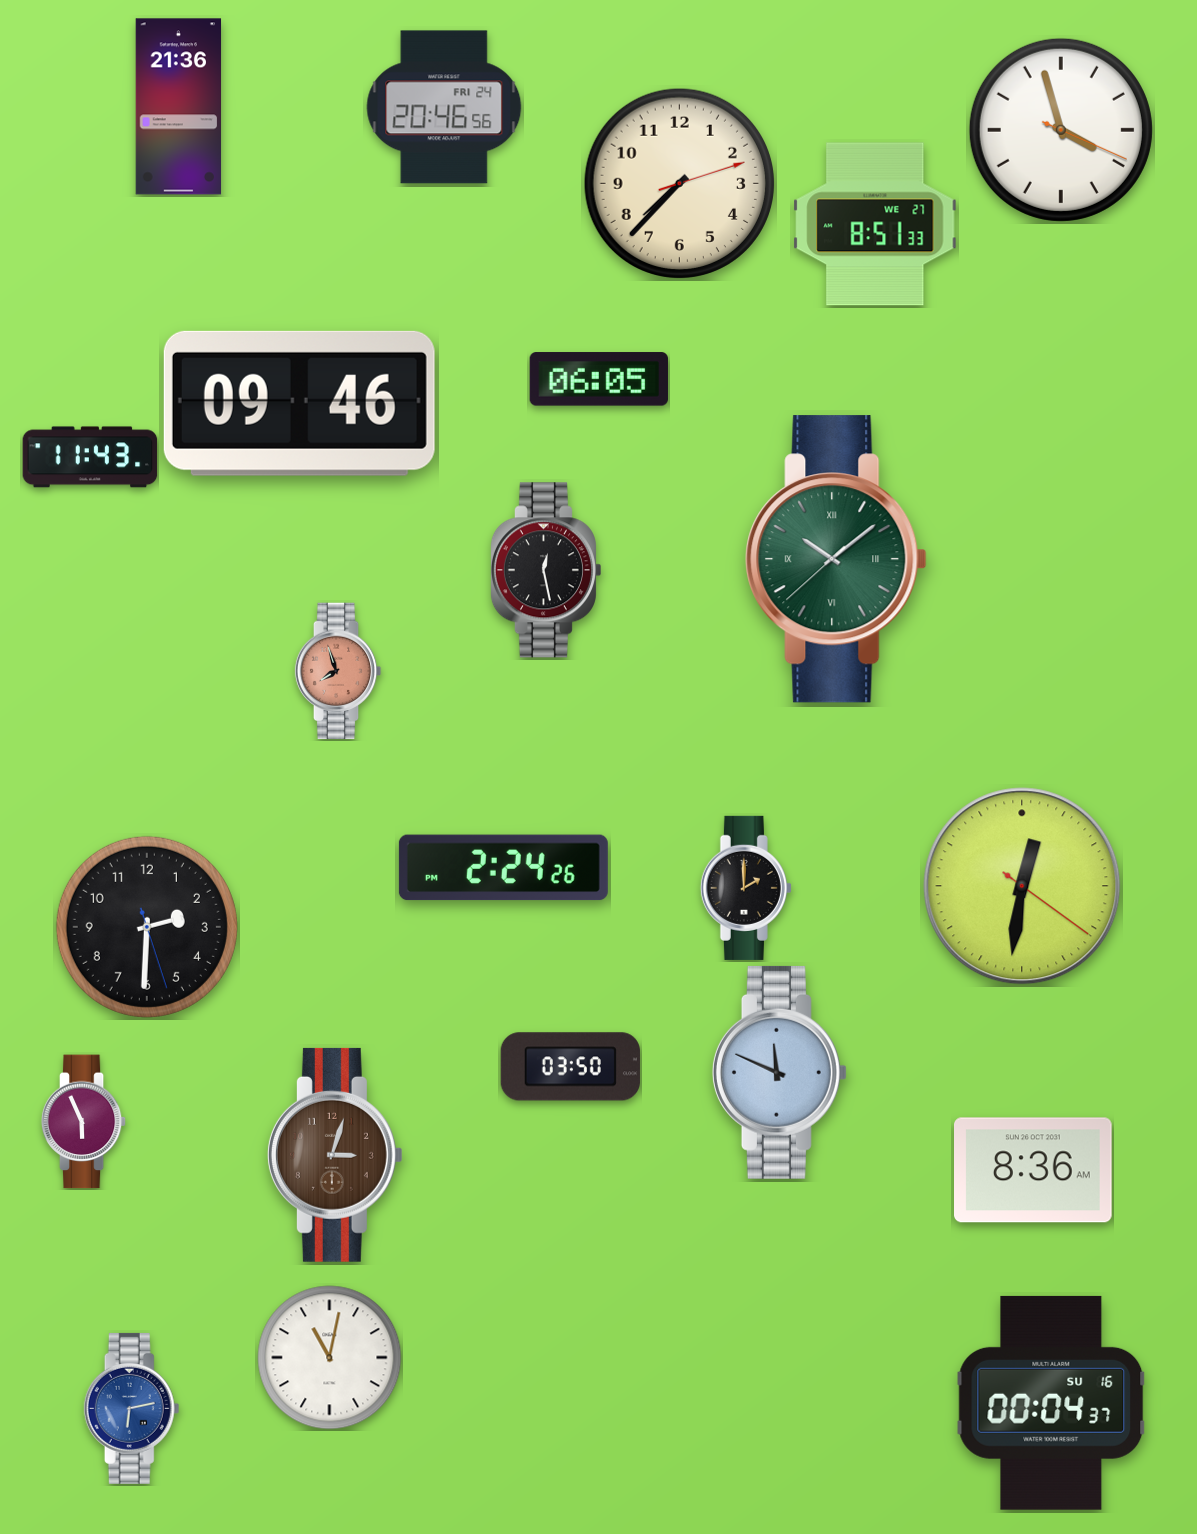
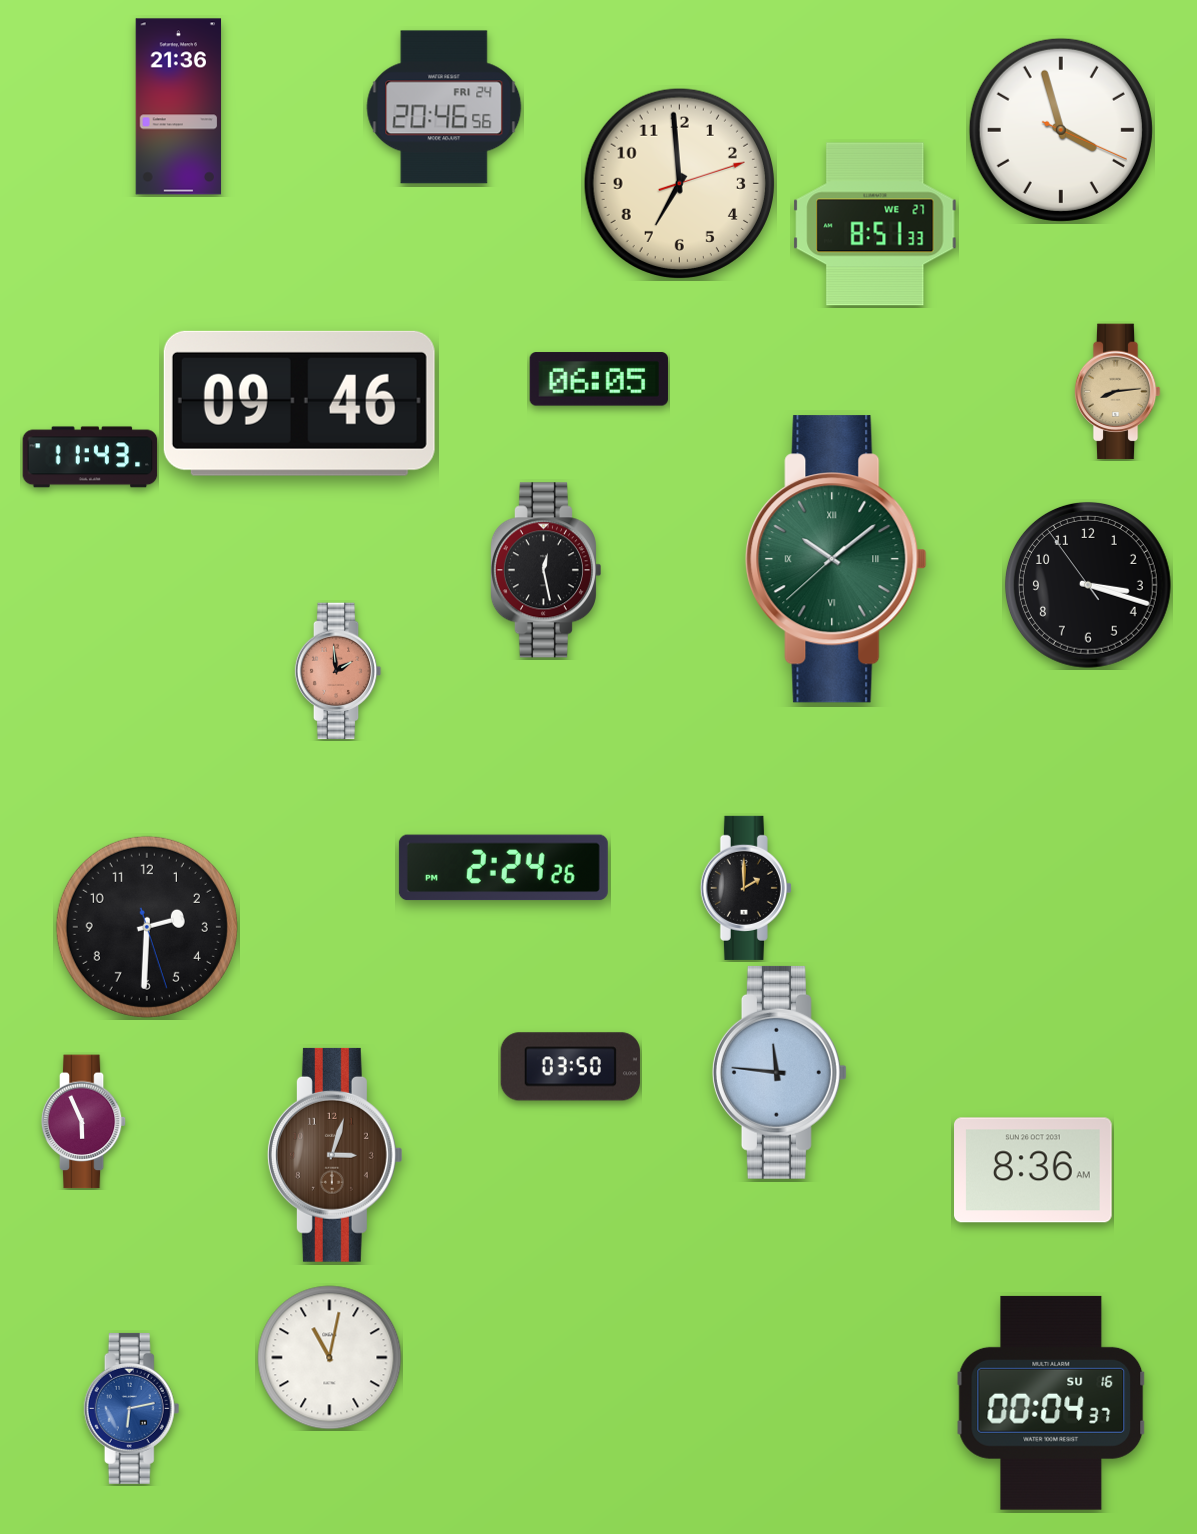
clock at (679, 183): 7:37 -> 6:59
clock at (1117, 392): none -> 8:14
clock at (1088, 585): none -> 3:17
clock at (338, 671): 7:57 -> 1:59
clock at (1022, 886): 12:31 -> none
clock at (779, 1072): 11:49 -> 11:46
